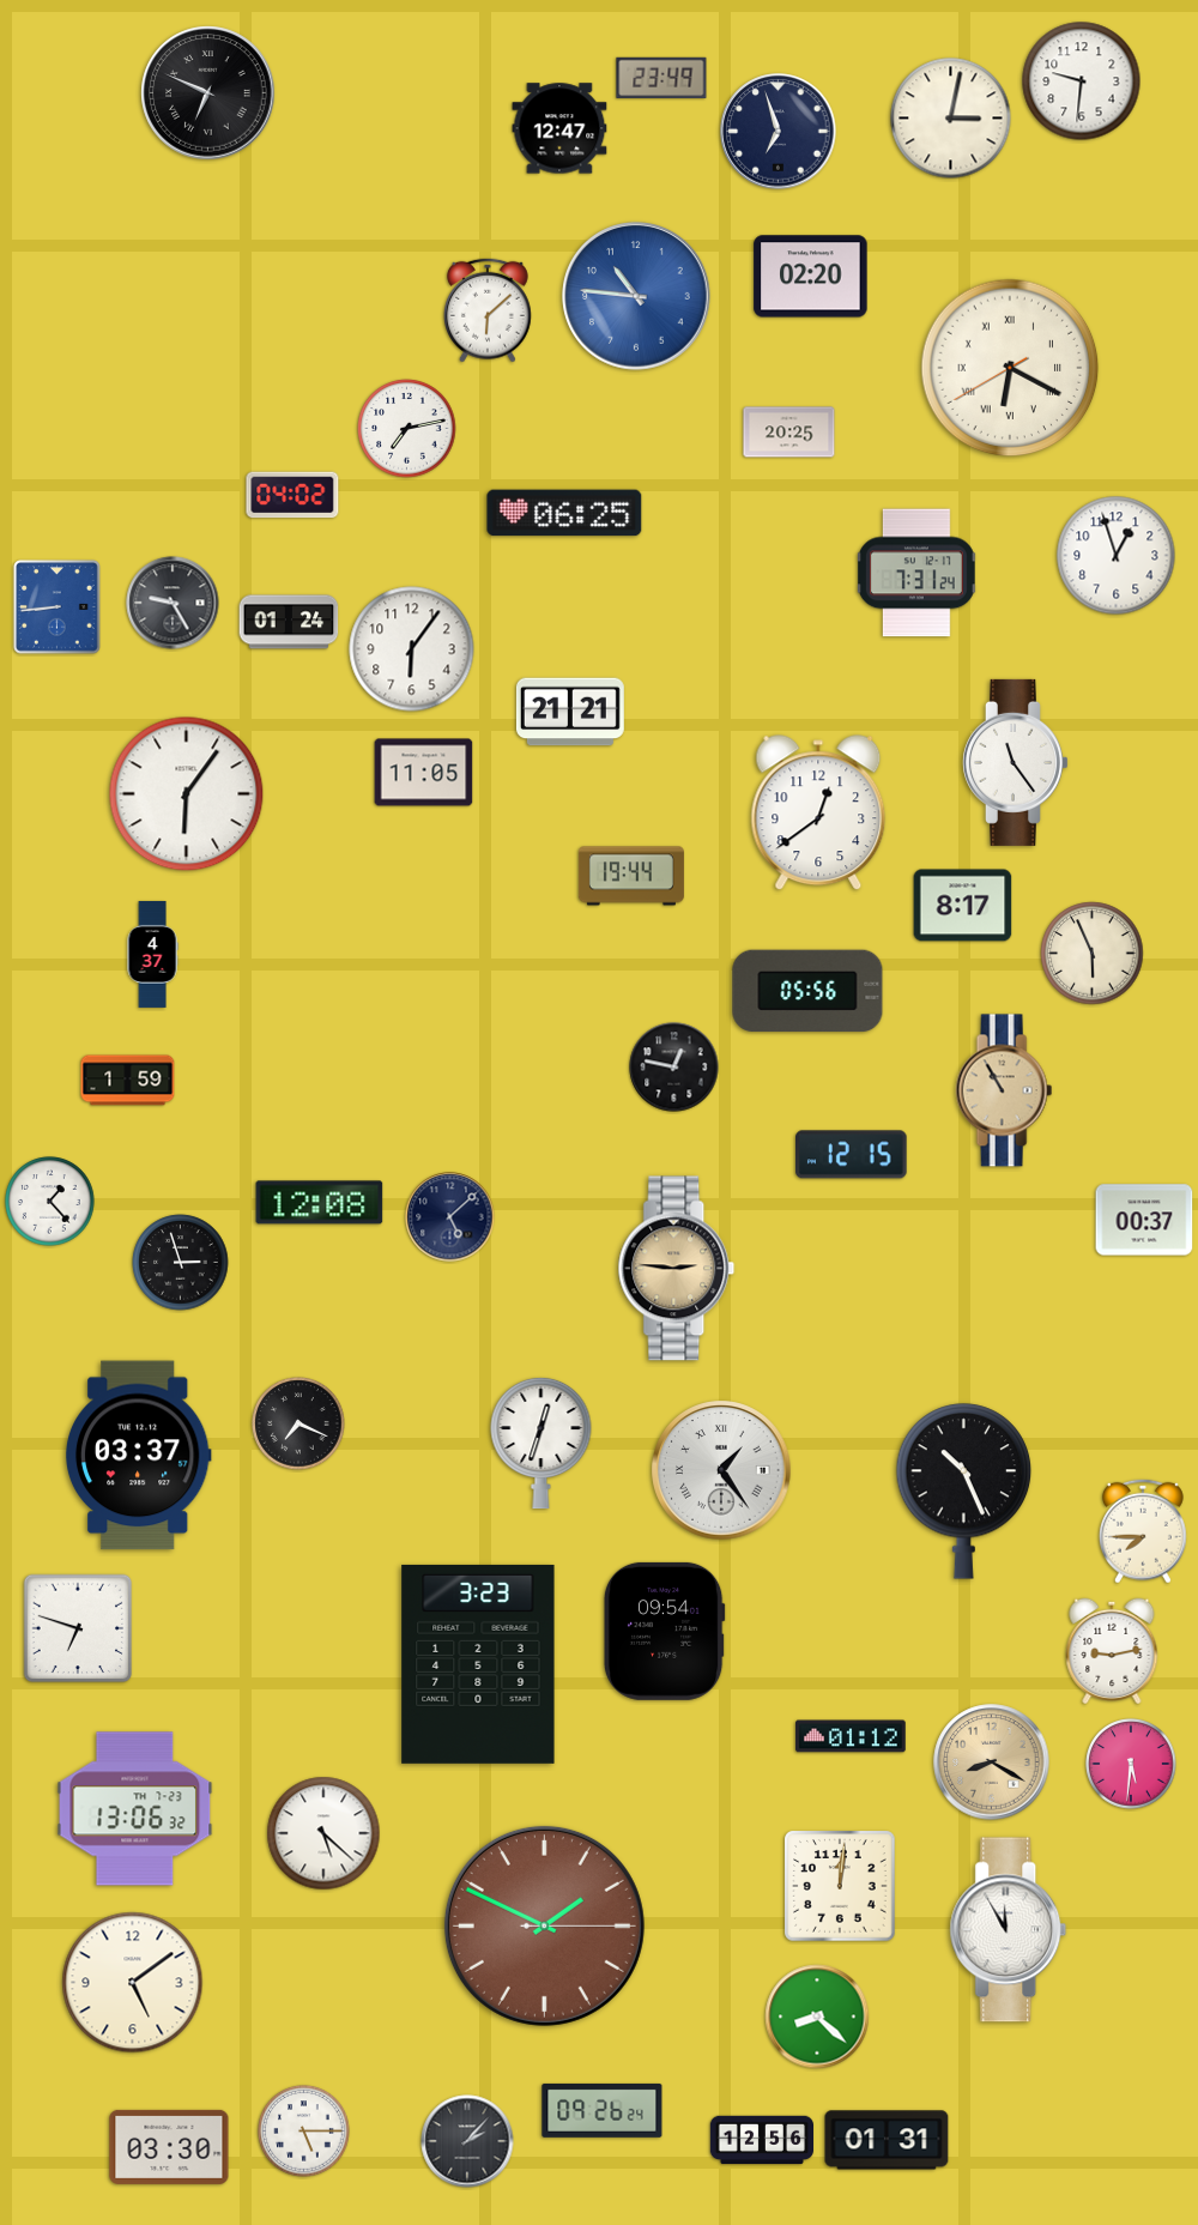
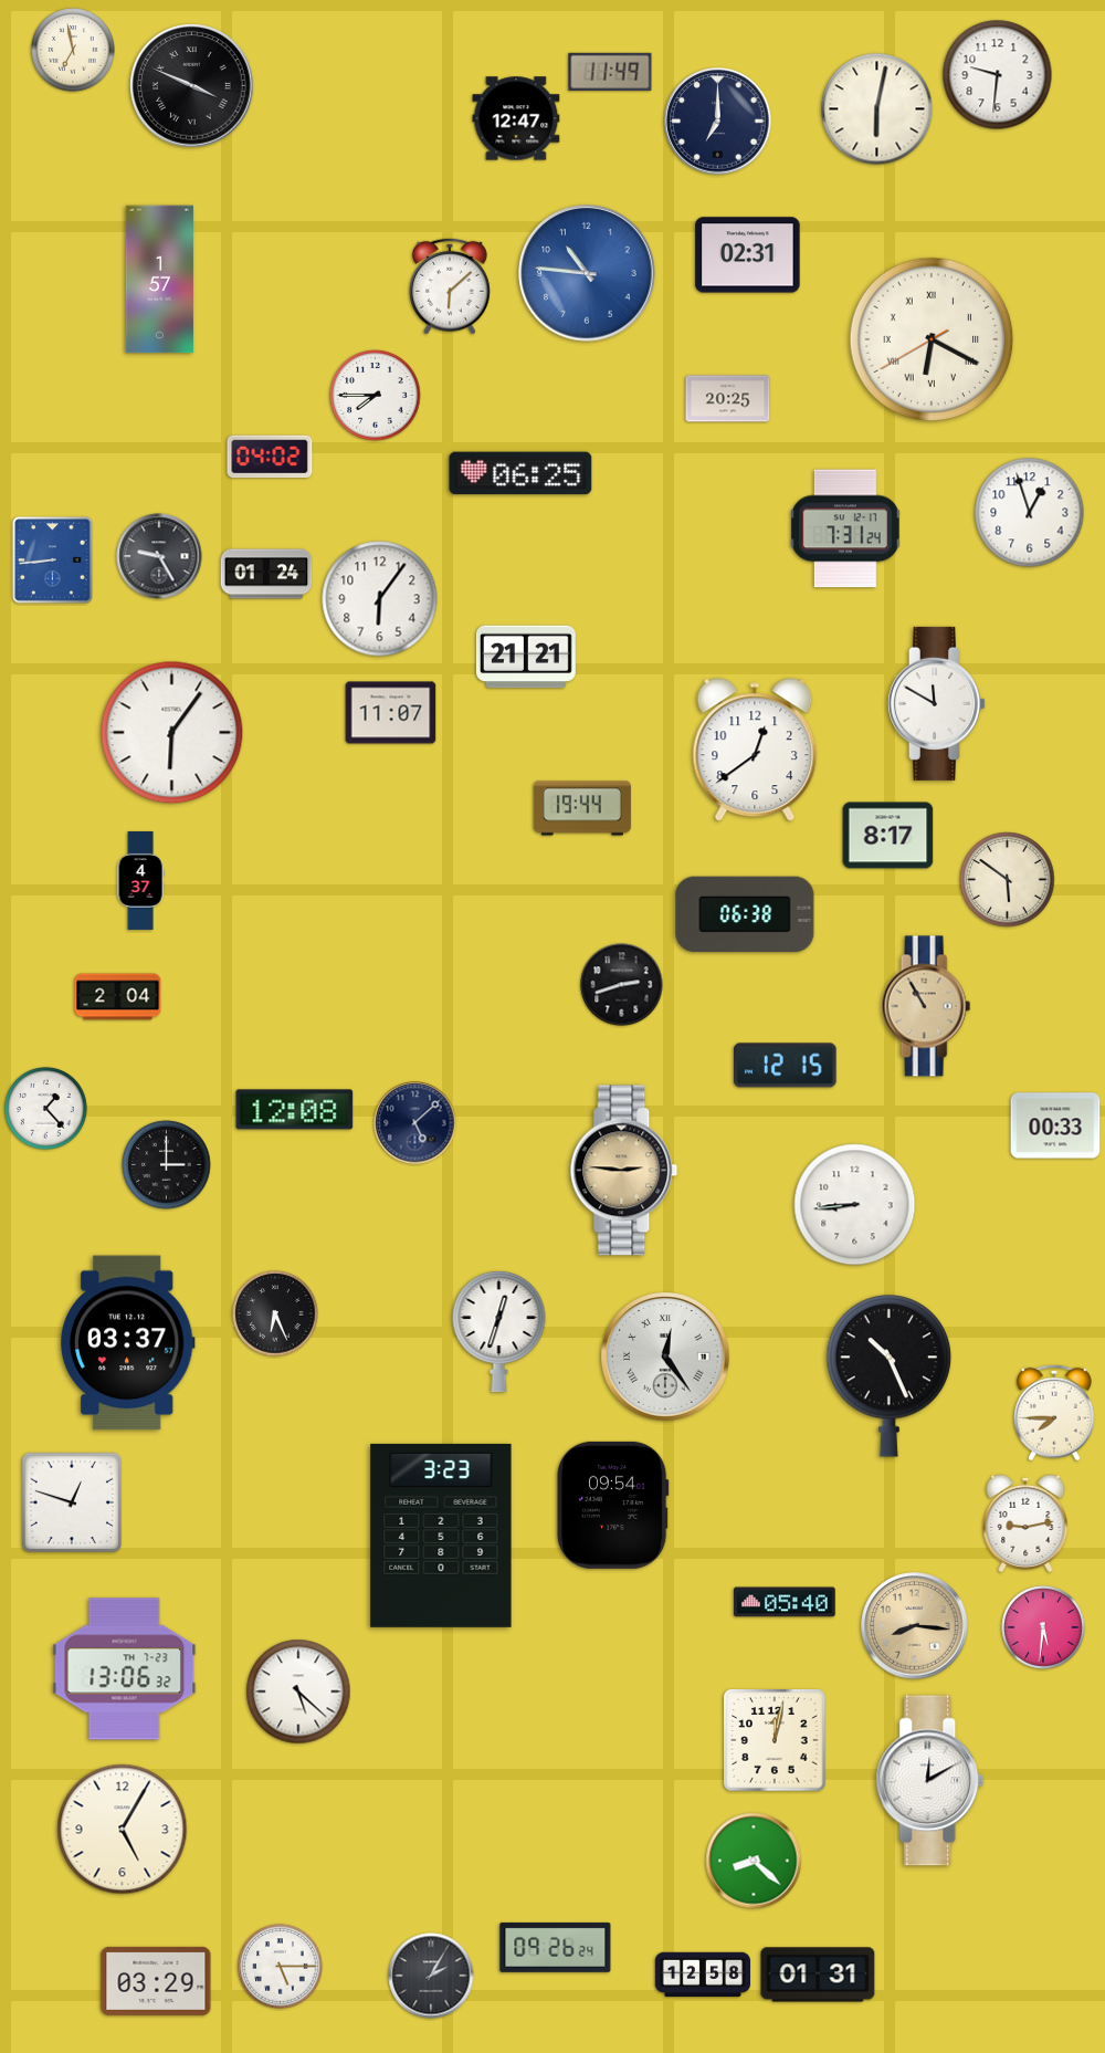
clock at (73, 50): none -> 6:58
clock at (661, 77): 23:49 -> 11:49
clock at (208, 93): 6:49 -> 3:49
clock at (951, 119): 3:02 -> 6:02
clock at (779, 132): 6:57 -> 7:00
clock at (811, 277): 02:20 -> 02:31
clock at (159, 280): none -> 1:57
clock at (407, 429): 7:13 -> 7:45
clock at (1015, 762): 11:24 -> 11:50
clock at (424, 773): 11:05 -> 11:07
clock at (1093, 954): 5:56 -> 5:51
clock at (807, 991): 05:56 -> 06:38
clock at (674, 1068): 12:47 -> 2:42
clock at (128, 1081): 1:59 -> 2:04
clock at (1144, 1220): 00:37 -> 00:33
clock at (181, 1263): 2:57 -> 3:00
clock at (855, 1205): none -> 8:44
clock at (298, 1423): 7:19 -> 6:26
clock at (721, 1470): 1:24 -> 12:24
clock at (78, 1628): 6:48 -> 12:48
clock at (851, 1736): 01:12 -> 05:40
clock at (992, 1763): 8:20 -> 8:16
clock at (840, 1886): 12:01 -> 12:02
clock at (544, 1925): 1:49 -> none
clock at (1009, 1930): 11:55 -> 12:10
clock at (133, 1983): 5:09 -> 5:05
clock at (761, 2140): 12:56 -> 12:58
clock at (467, 2141): 2:07 -> 2:05
clock at (169, 2147): 03:30 -> 03:29
